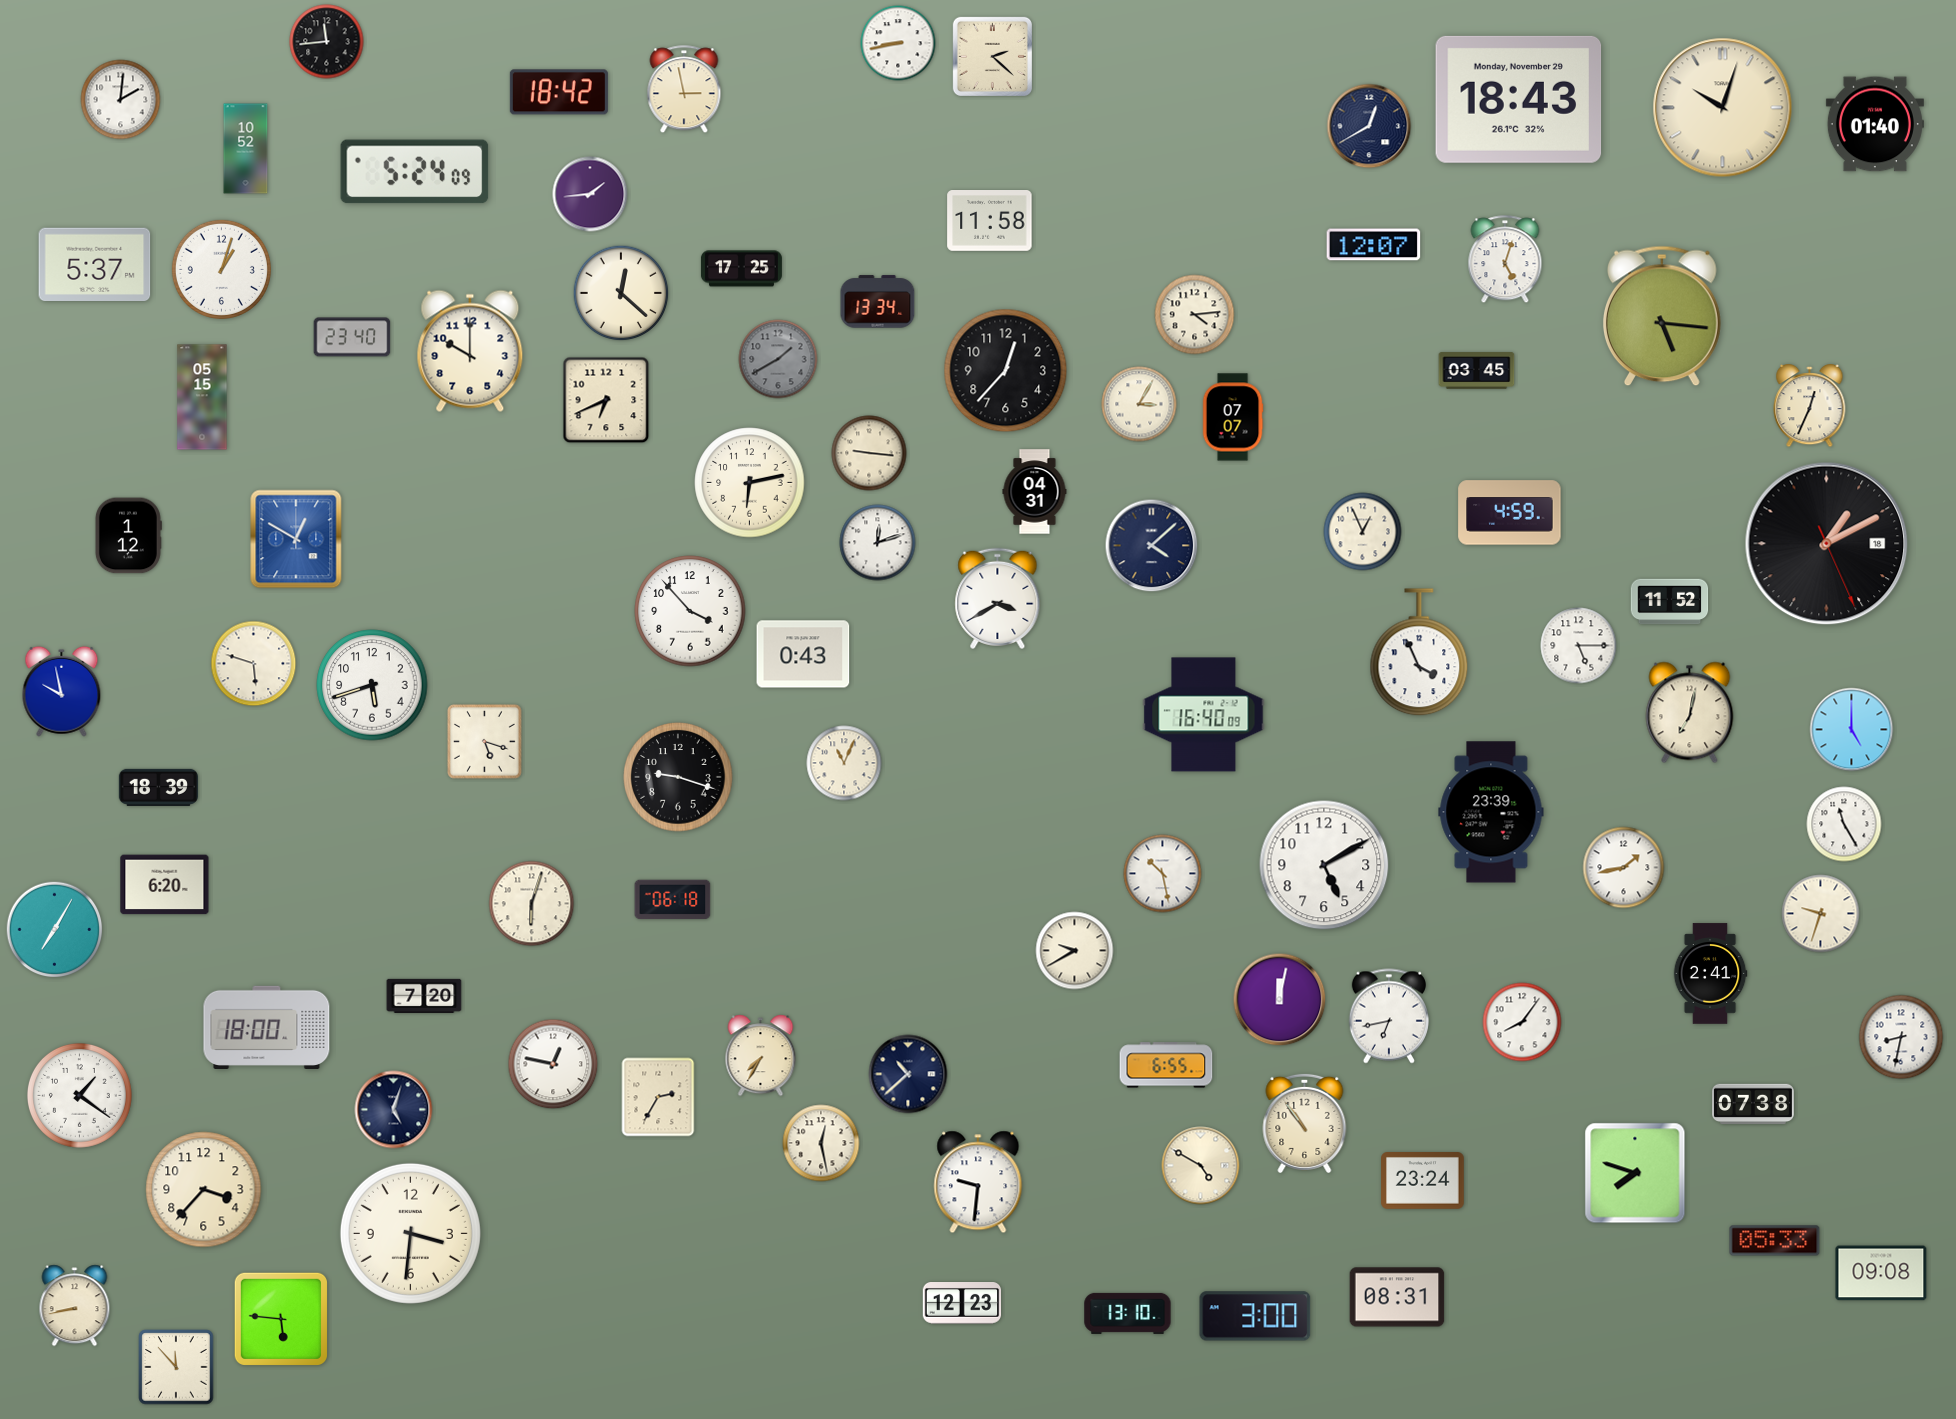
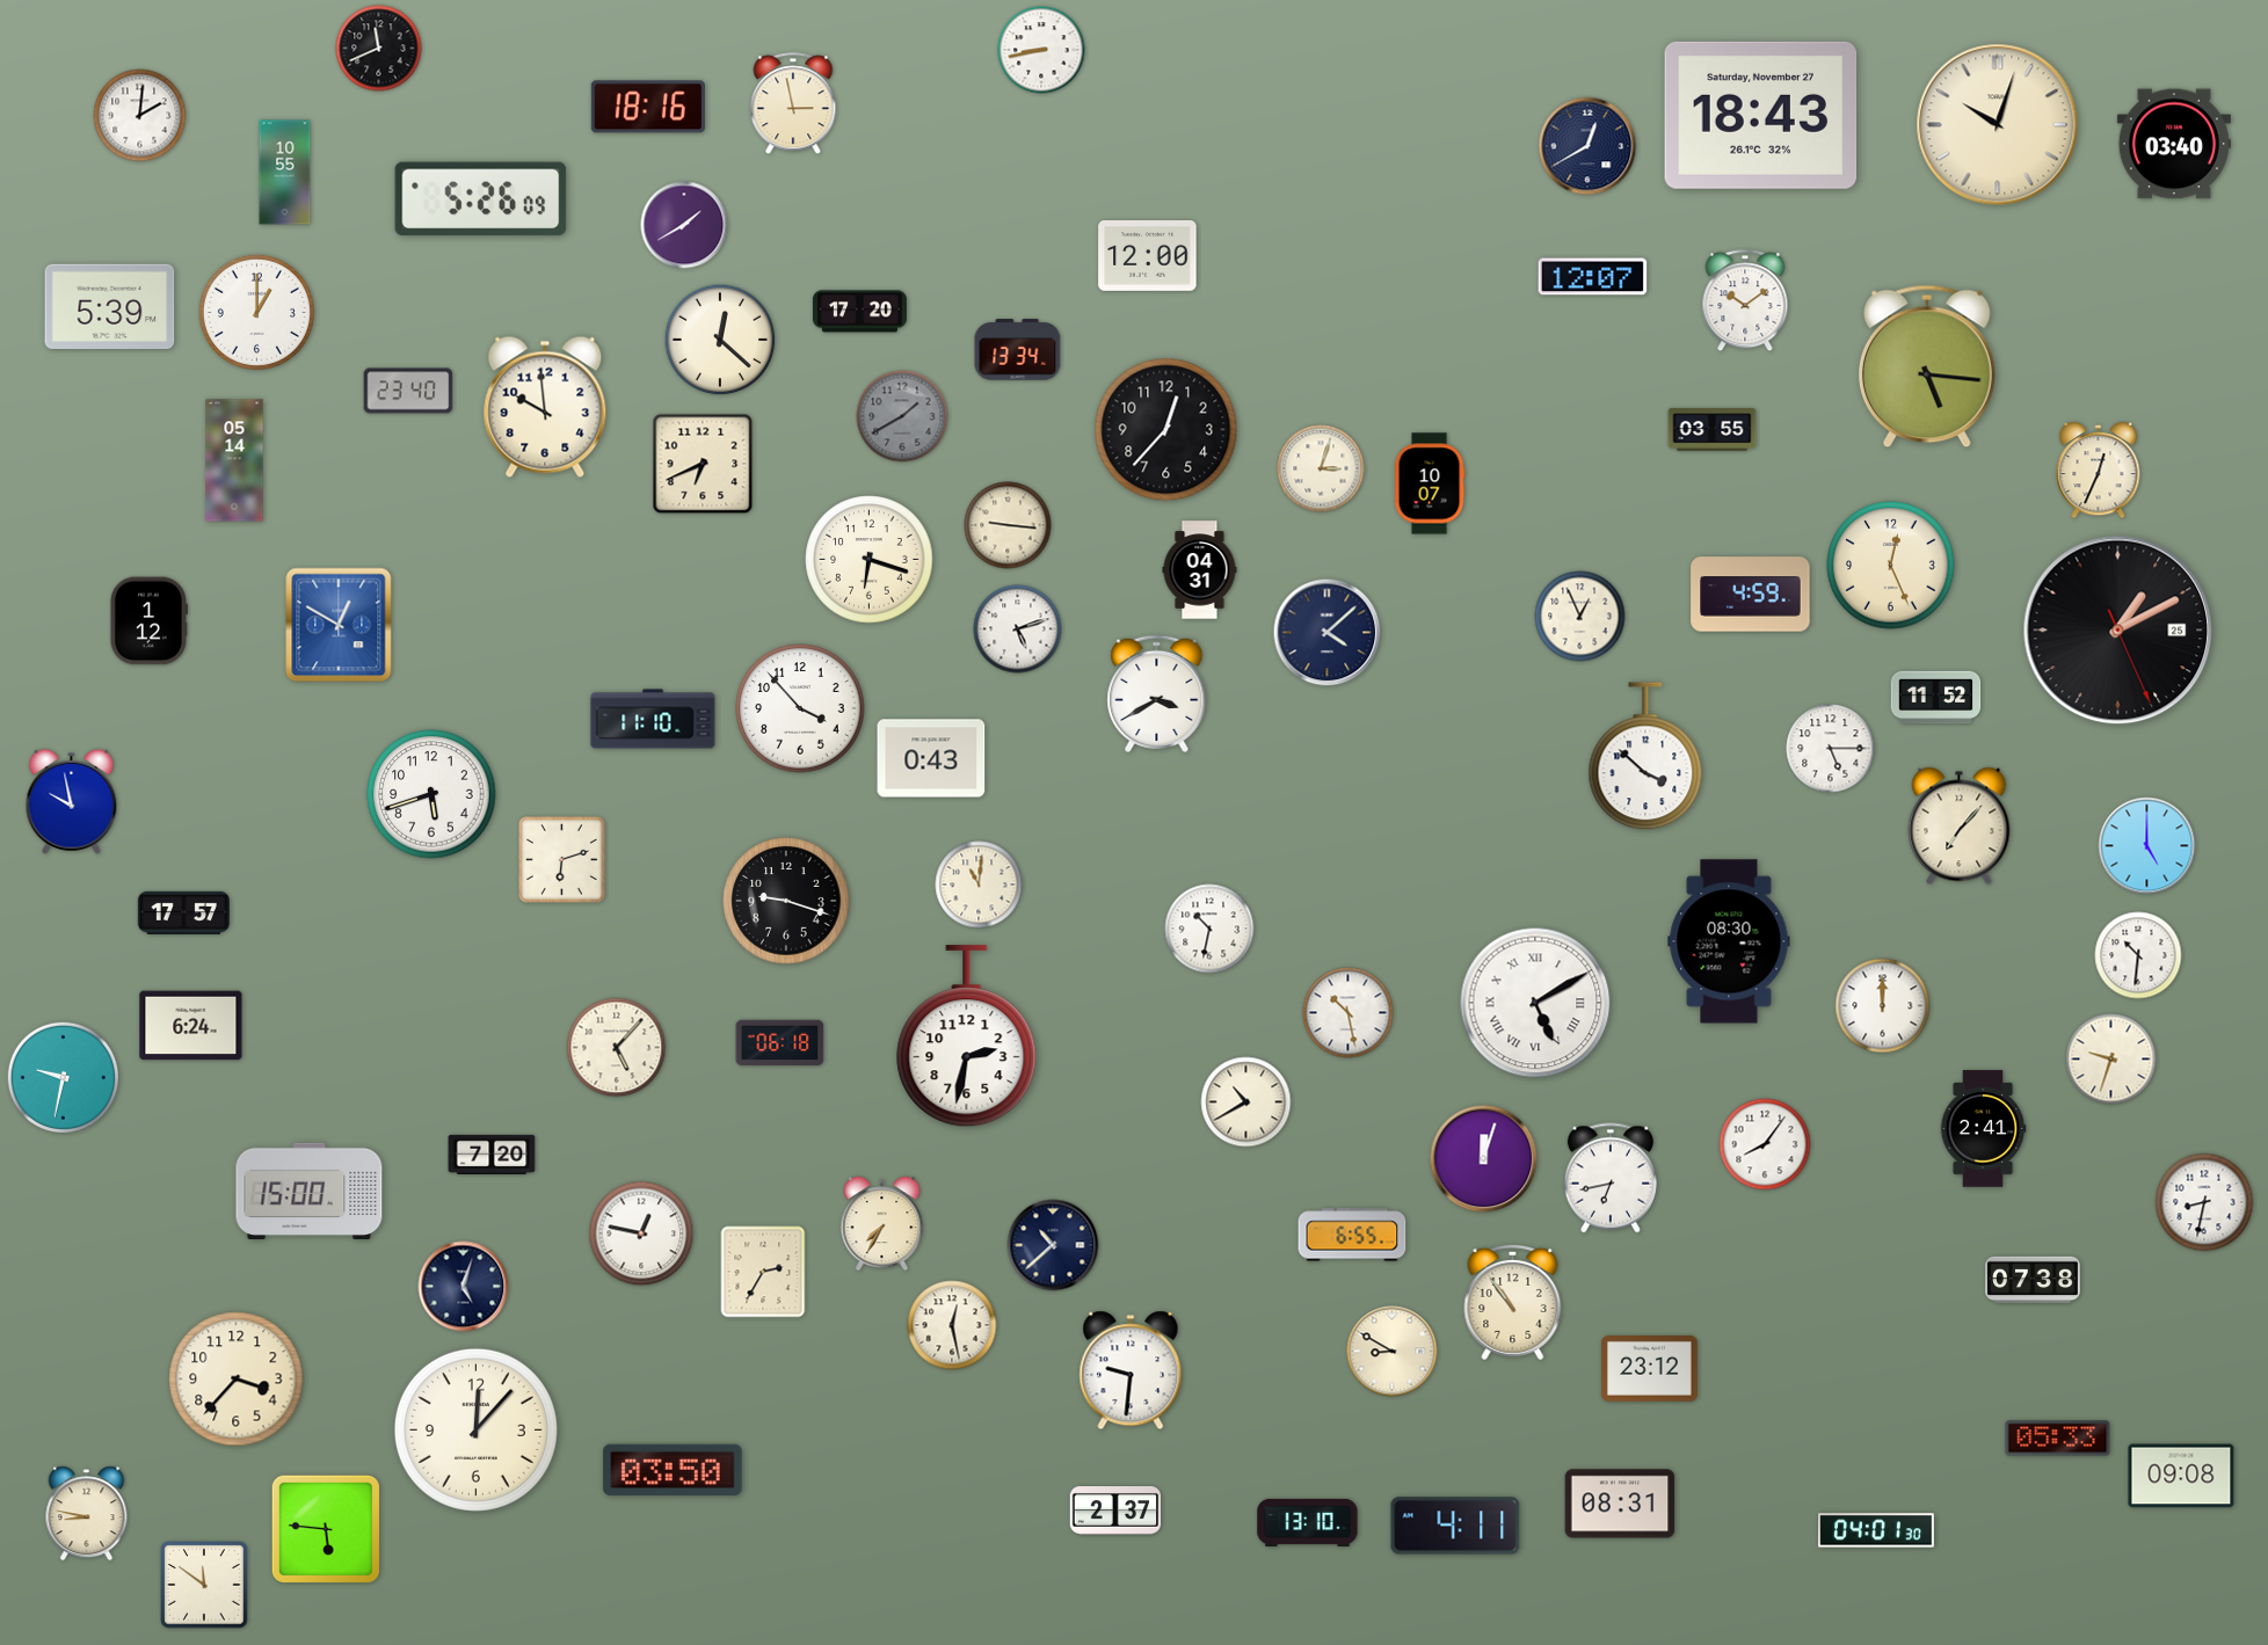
clock at (327, 42): 11:44 -> 11:41
clock at (992, 56): 2:22 -> none
clock at (559, 92): 18:42 -> 18:16
clock at (1519, 99) date: Monday, November 29 -> Saturday, November 27
clock at (1875, 124): 01:40 -> 03:40
clock at (246, 149): 10:52 -> 10:55
clock at (415, 172): 5:24 -> 5:26
clock at (590, 194): 1:44 -> 1:40
clock at (990, 221): 11:58 -> 12:00
clock at (1374, 245) position: (1374, 245) -> (1593, 277)
clock at (1505, 260): 5:03 -> 10:09
clock at (95, 264): 5:37 -> 5:39
clock at (221, 269): 1:03 -> 1:00
clock at (741, 269): 17:25 -> 17:20
clock at (1195, 315): 4:14 -> none
clock at (470, 351): 10:00 -> 9:59
clock at (1477, 371): 03:45 -> 03:55
clock at (202, 397): 05:15 -> 05:14
clock at (1139, 404): 3:05 -> 3:03
clock at (1233, 417): 07:07 -> 10:07
clock at (750, 483): 6:13 -> 6:18
clock at (1891, 566): none -> 12:26
clock at (296, 539) position: (296, 539) -> (339, 625)
clock at (878, 543): 12:12 -> 5:12
clock at (1827, 544) date: 18 -> 25
clock at (1152, 546) position: (1152, 546) -> (1328, 633)
clock at (653, 719): none -> 11:10
clock at (1419, 653): 3:56 -> 3:52
clock at (254, 664): 5:48 -> none
clock at (1690, 713): 7:02 -> 7:07
clock at (1204, 715): 16:40 -> none
clock at (484, 741): 5:18 -> 6:12
clock at (844, 763): 11:04 -> 11:01
clock at (158, 787): 18:39 -> 17:57
clock at (1209, 929): none -> 10:32
clock at (1491, 812): 23:39 -> 08:30
clock at (1844, 824): 11:25 -> 10:31
clock at (1324, 865) numerals: Arabic -> Roman
clock at (1624, 868): 1:43 -> 12:00
clock at (165, 885): 6:20 -> 6:24
clock at (967, 1036): none -> 2:32
clock at (532, 904): 6:03 -> 5:07
clock at (55, 930): 7:05 -> 9:32
clock at (1075, 951): 9:40 -> 10:40
clock at (1280, 1000): 12:02 -> 12:03
clock at (1522, 1022) position: (1522, 1022) -> (1765, 1144)
clock at (267, 1027): 18:00 -> 15:00
clock at (79, 1095): 1:21 -> none
clock at (394, 1110) position: (394, 1110) -> (464, 1287)
clock at (1201, 1166): 4:50 -> 8:50
clock at (1635, 1173): 7:48 -> none
clock at (1423, 1181): 23:24 -> 23:12
clock at (978, 1182) position: (978, 1182) -> (1131, 1370)
clock at (410, 1233): 3:31 -> 12:07
clock at (673, 1470): none -> 03:50
clock at (962, 1304): 12:23 -> 2:37
clock at (75, 1306): 8:43 -> 8:47
clock at (1255, 1316): 3:00 -> 4:11
clock at (1877, 1530): none -> 04:01
clock at (176, 1367): 11:53 -> 11:51
